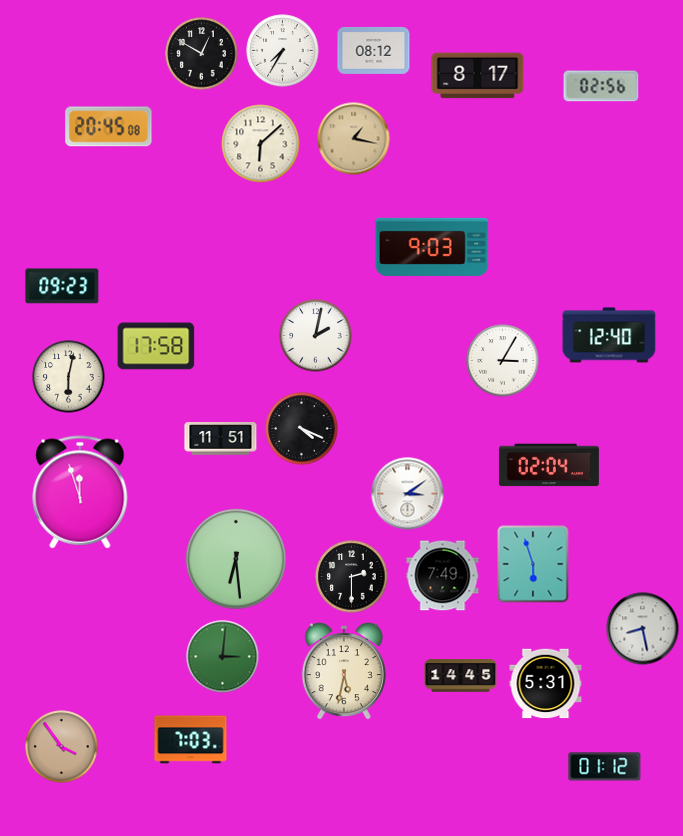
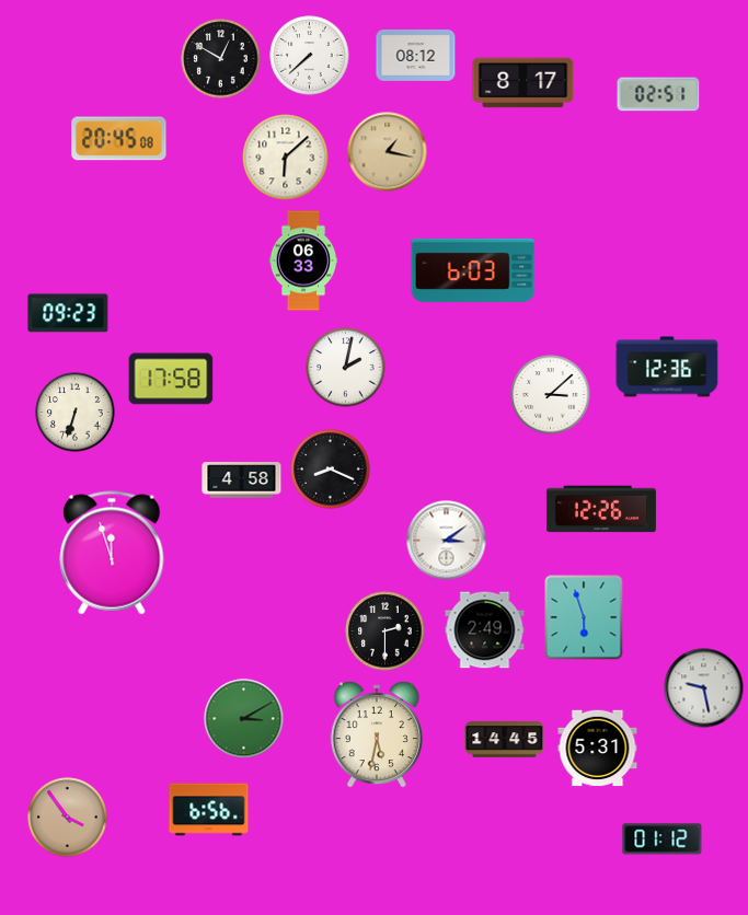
clock at (374, 50) position: (374, 50) -> (416, 55)
clock at (283, 51): 7:35 -> 7:38
clock at (601, 86): 02:56 -> 02:51
clock at (303, 260): none -> 06:33
clock at (432, 247): 9:03 -> 6:03
clock at (609, 335): 12:40 -> 12:36
clock at (503, 361): 3:05 -> 3:08
clock at (69, 377): 6:02 -> 6:33
clock at (302, 429): 4:19 -> 8:19
clock at (221, 439): 11:51 -> 4:58
clock at (549, 465): 02:04 -> 12:26
clock at (80, 492) position: (80, 492) -> (112, 553)
clock at (236, 559): 6:29 -> none
clock at (443, 576): 7:49 -> 2:49
clock at (643, 629): 8:28 -> 9:28
clock at (223, 657): 3:01 -> 3:10
clock at (191, 740): 7:03 -> 6:56
